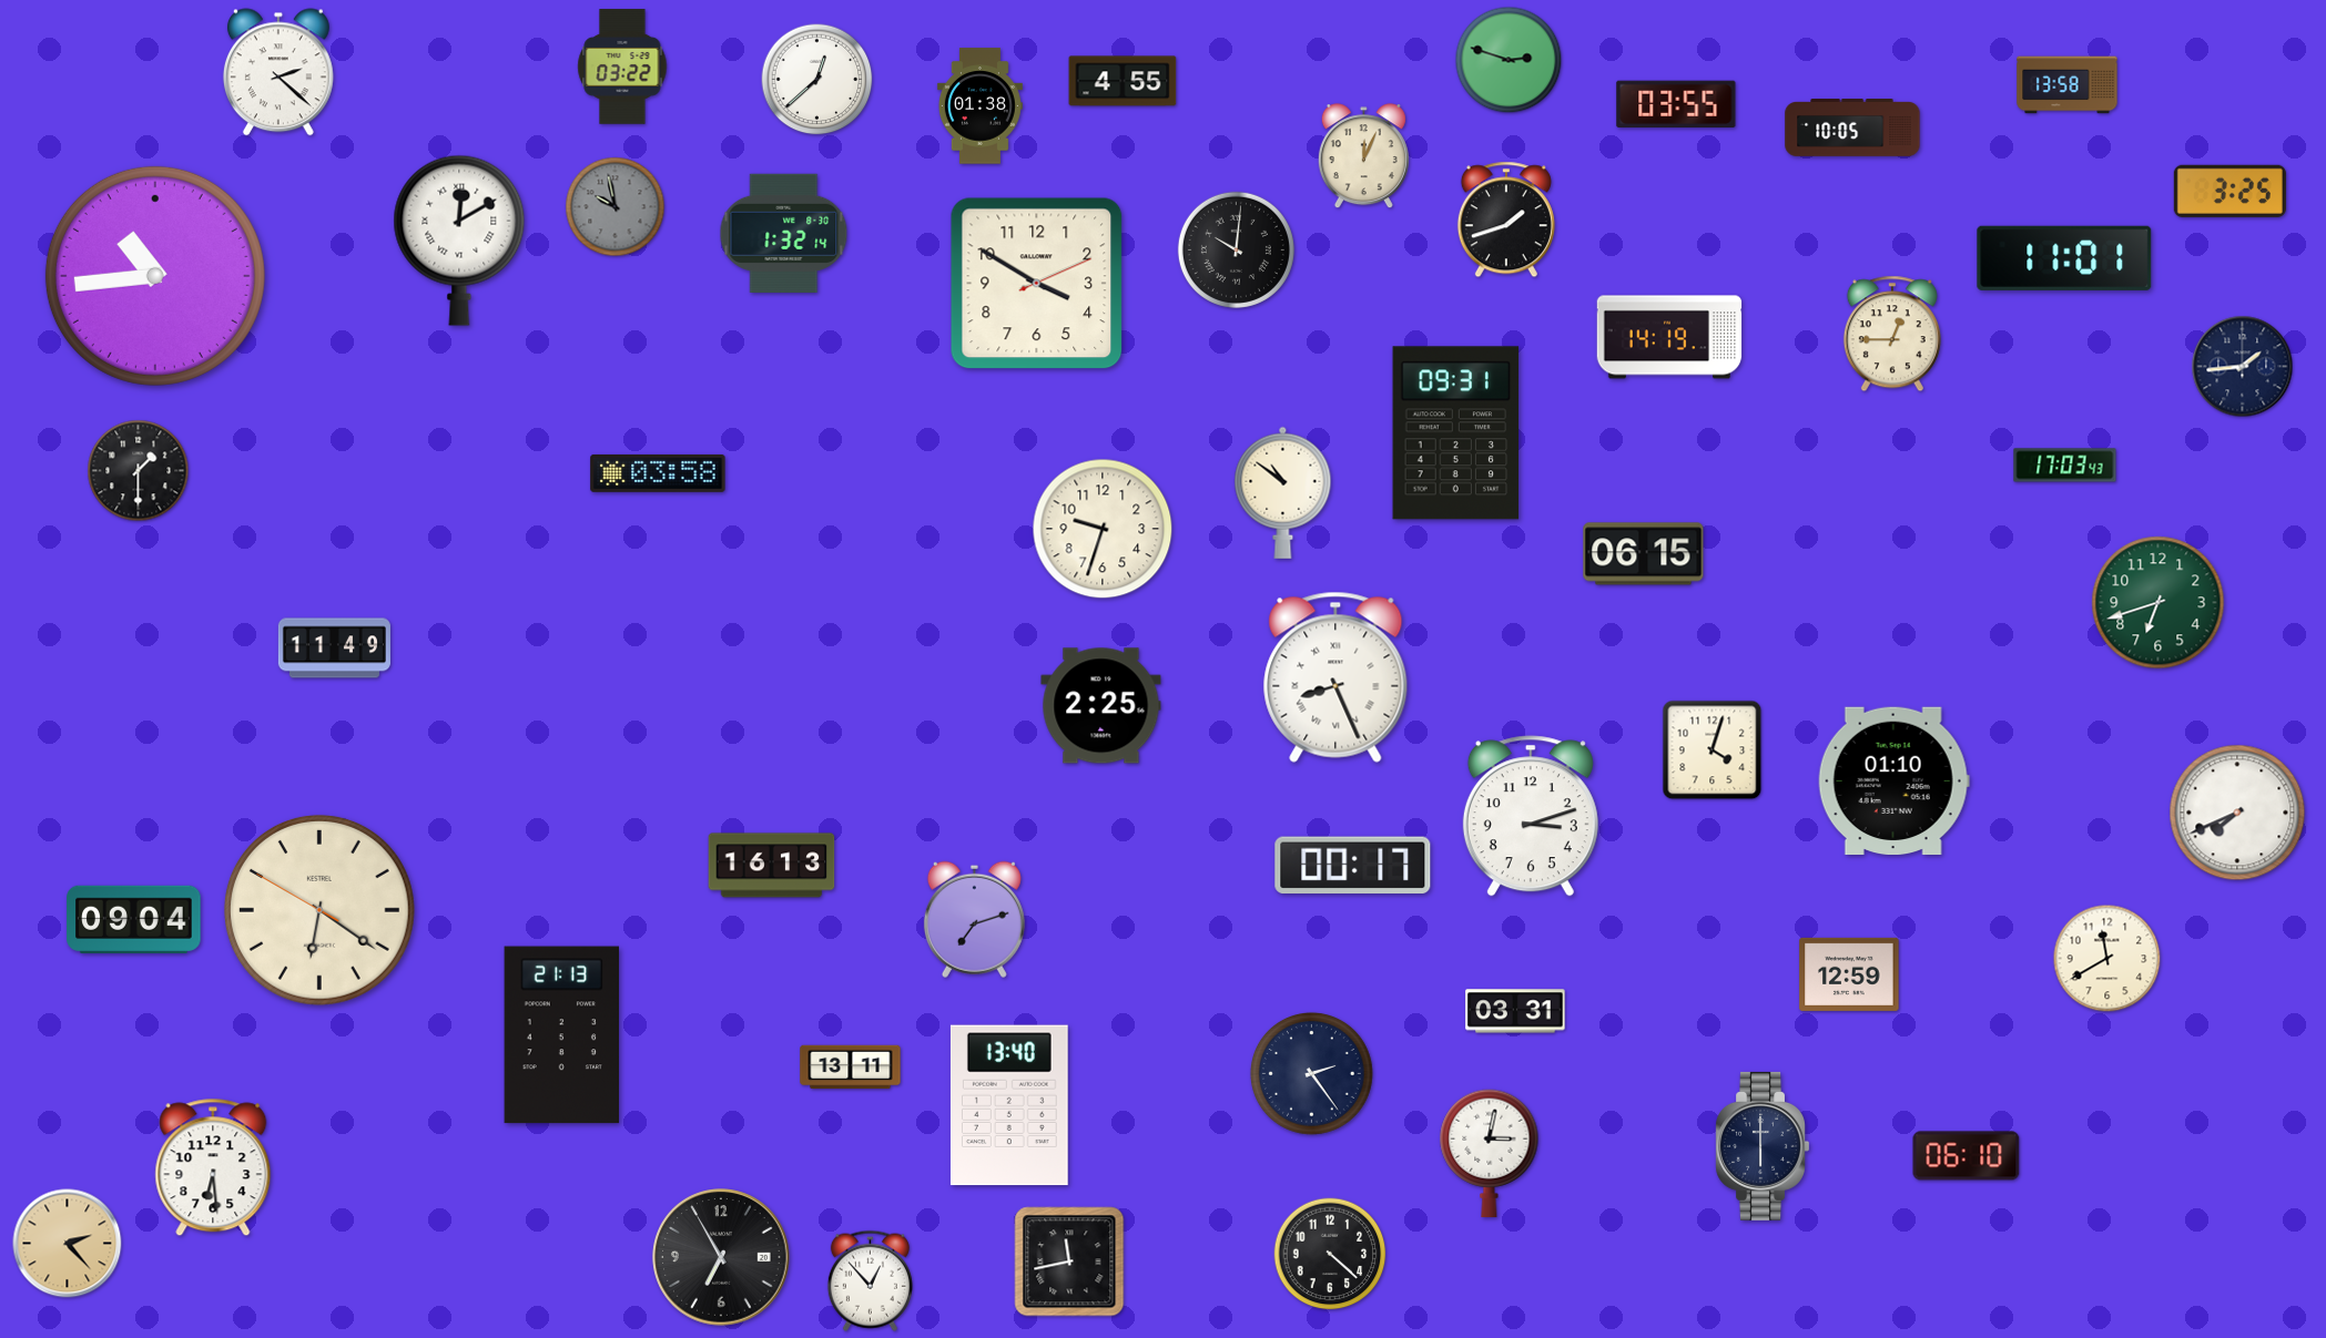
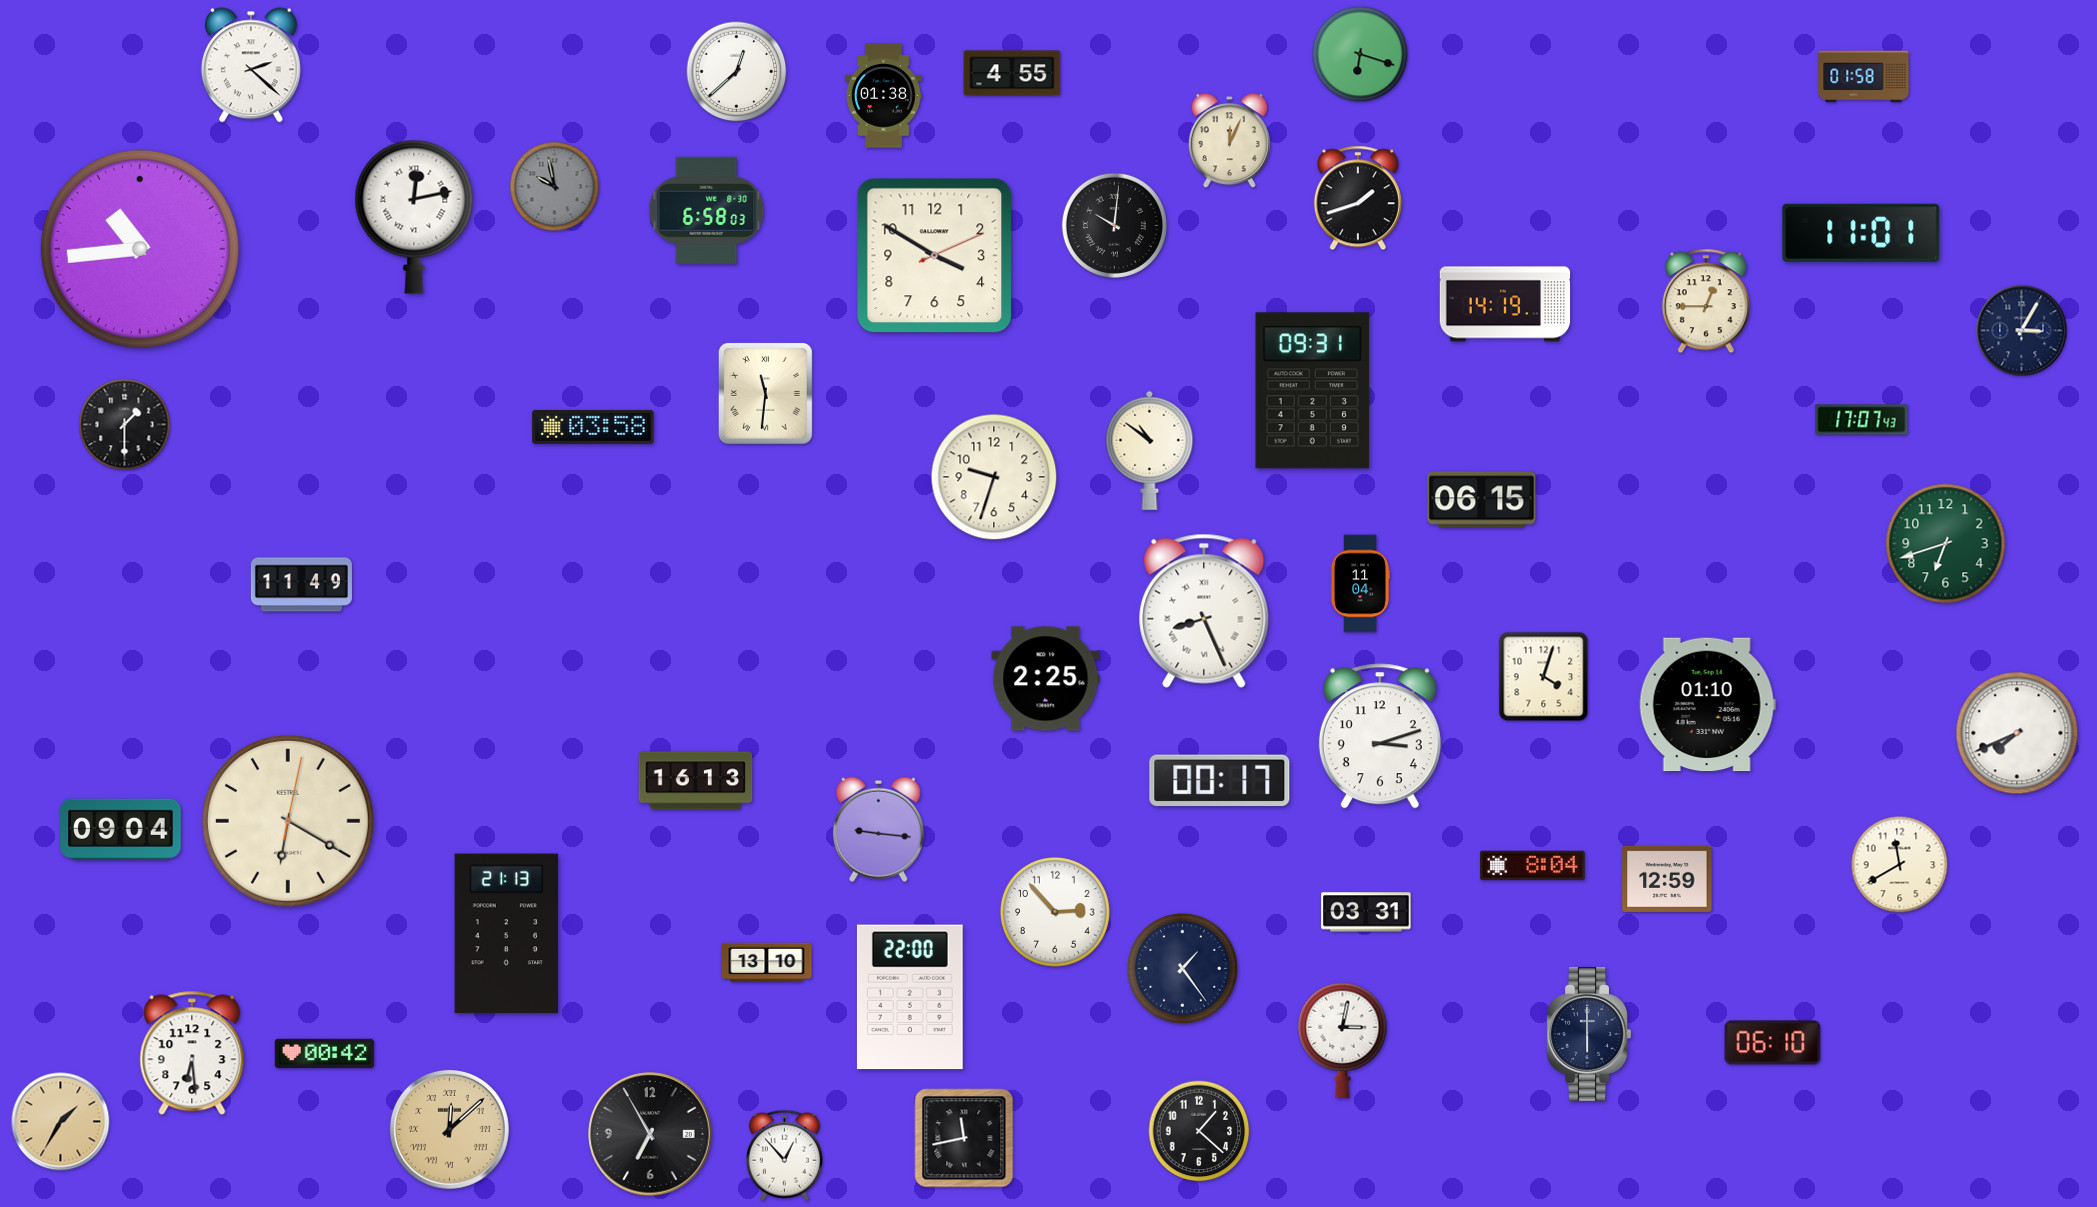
clock at (1509, 60): 2:48 -> 6:18
clock at (622, 67): 03:22 -> none
clock at (2068, 85): 13:58 -> 01:58
clock at (1676, 104): 03:55 -> none
clock at (1852, 127): 10:05 -> none
clock at (2229, 191): 3:25 -> none
clock at (784, 233): 1:32 -> 6:58
clock at (459, 241): 12:10 -> 12:13
clock at (2243, 367): 1:44 -> 3:05
clock at (765, 393): none -> 11:31
clock at (2065, 466): 17:03 -> 17:07
clock at (1283, 492) position: (1283, 492) -> (1150, 450)
clock at (1361, 584): none -> 11:04
clock at (1101, 706) position: (1101, 706) -> (1046, 679)
clock at (319, 910): 6:20:50 -> 6:20:02
clock at (974, 919): 7:12 -> 9:16
clock at (1533, 866): none -> 8:04
clock at (1055, 912): none -> 2:53
clock at (851, 1068): 13:11 -> 13:10
clock at (1312, 1074): 2:24 -> 1:24
clock at (1009, 1105): 13:40 -> 22:00
clock at (325, 1054): none -> 00:42
clock at (68, 1244): 2:23 -> 1:35
clock at (449, 1129): none -> 12:08
clock at (1330, 1254): 4:22 -> 1:22
